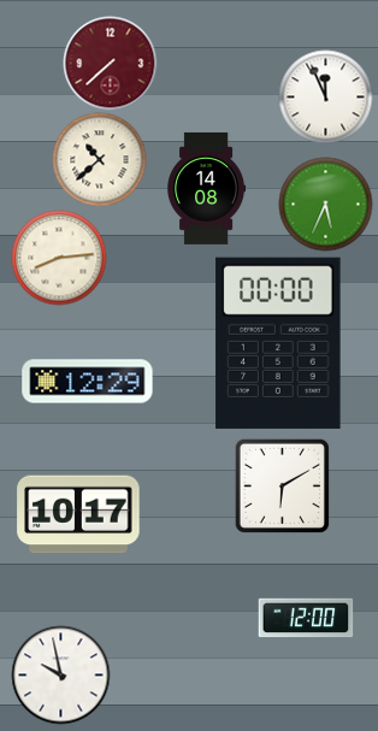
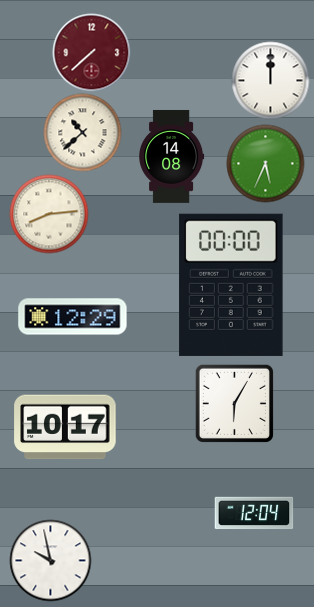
clock at (325, 96): 11:56 -> 12:00
clock at (325, 204) position: (325, 204) -> (265, 163)
clock at (282, 485): 6:10 -> 6:05
clock at (306, 618): 12:00 -> 12:04
